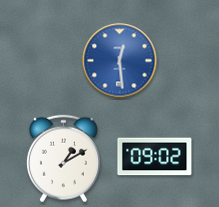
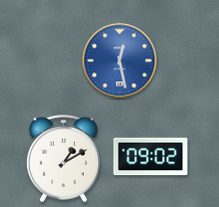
clock at (120, 61): 12:29 -> 12:28
clock at (155, 157) position: (155, 157) -> (151, 157)
